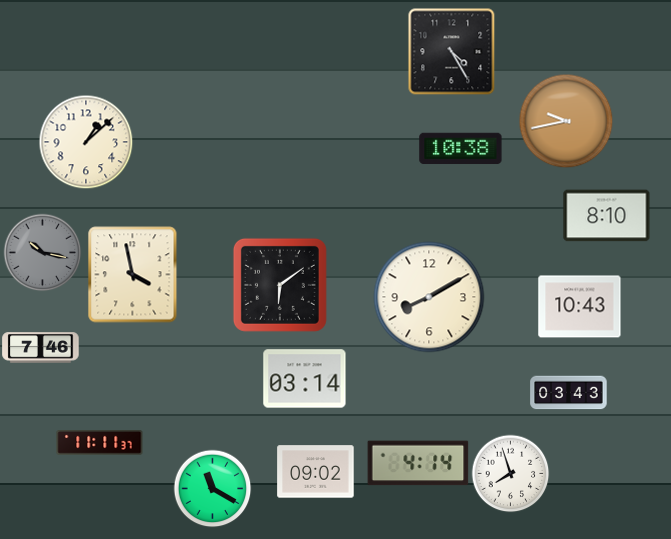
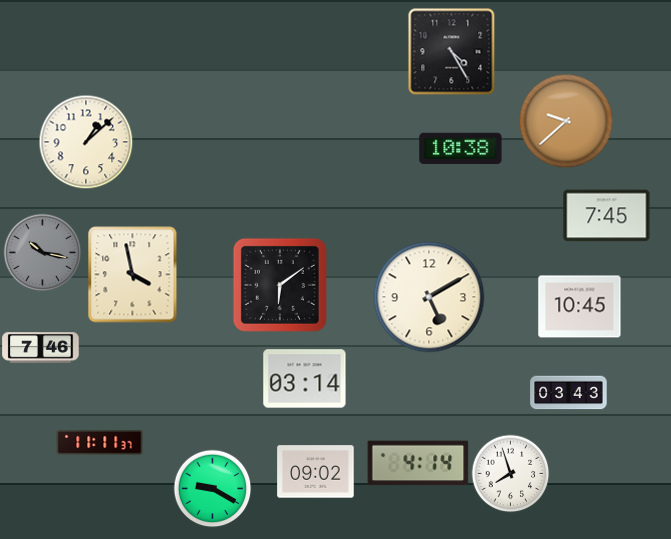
clock at (566, 121): 9:43 -> 9:38
clock at (607, 216): 8:10 -> 7:45
clock at (429, 297): 8:10 -> 5:10
clock at (580, 307): 10:43 -> 10:45
clock at (212, 488): 11:20 -> 9:20
